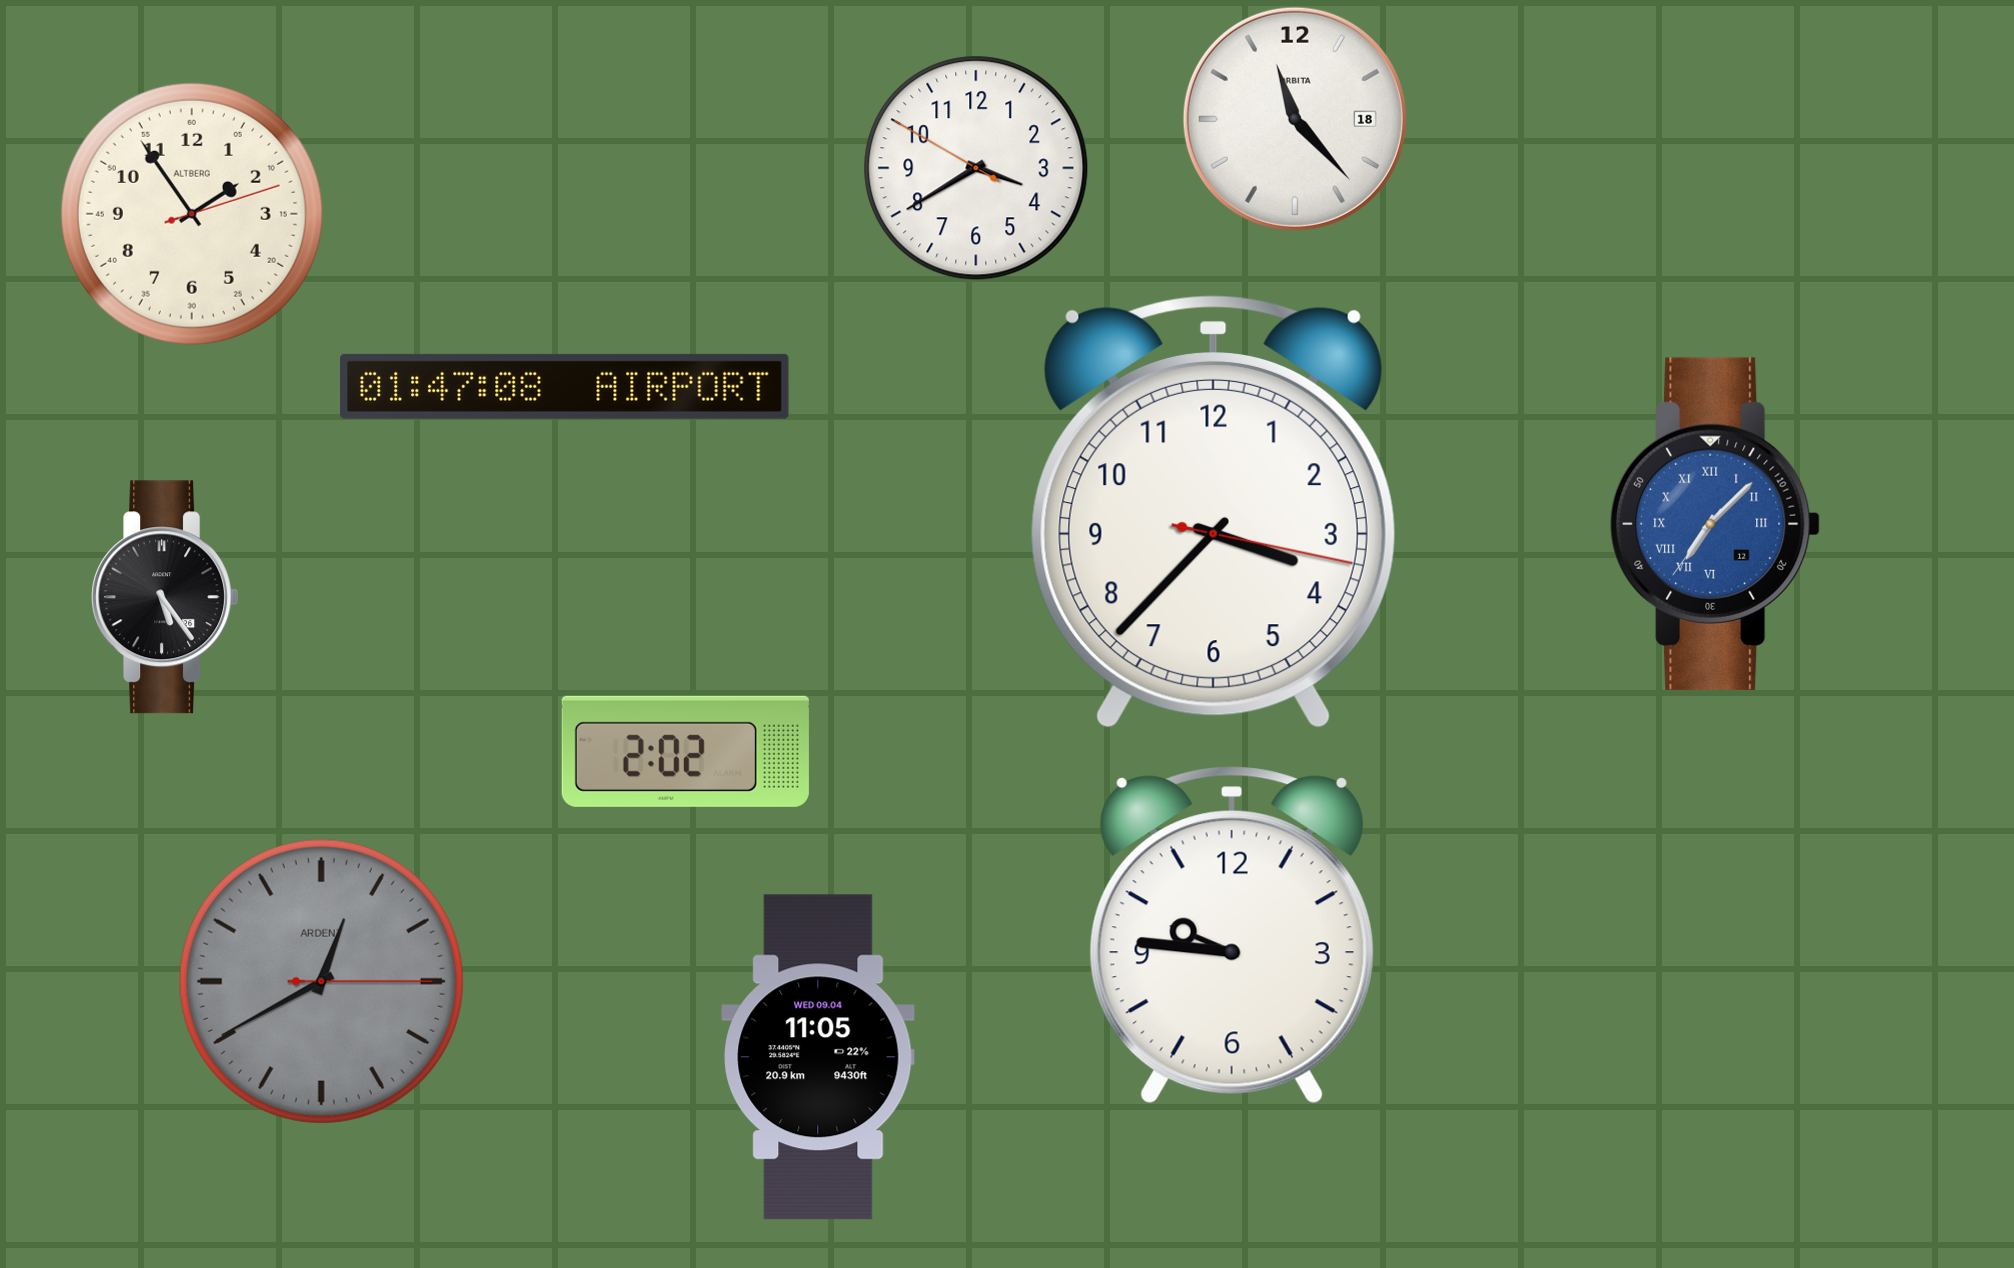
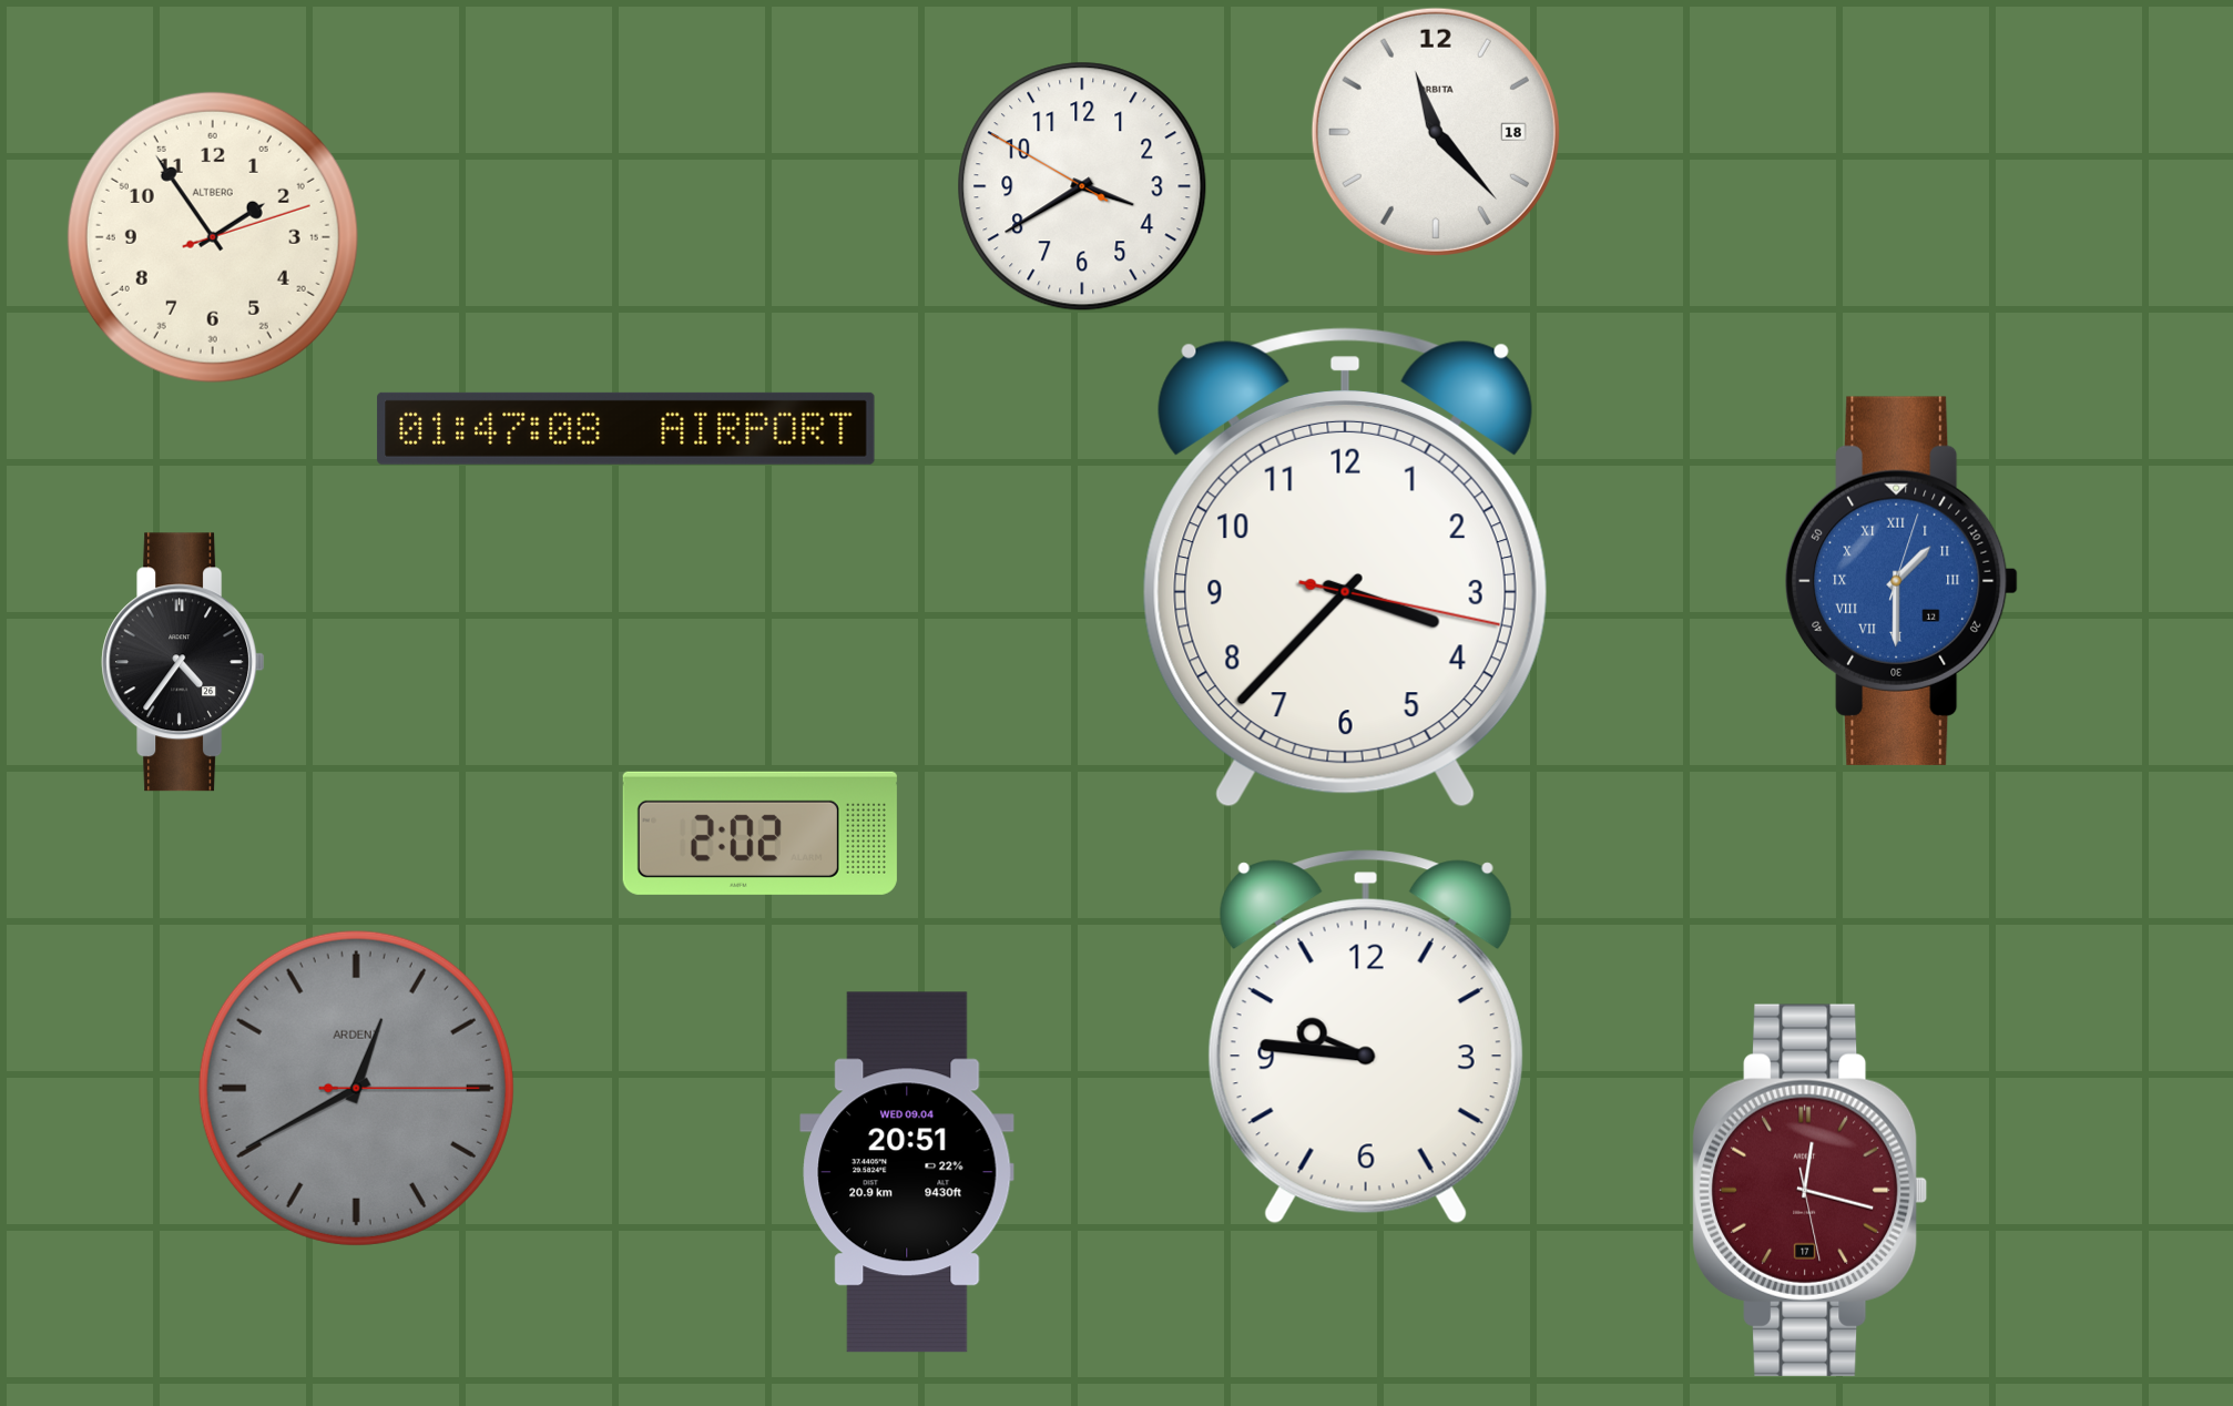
clock at (1715, 524): 7:07 -> 1:30
clock at (165, 597): 5:24 -> 4:36
clock at (818, 1057): 11:05 -> 20:51
clock at (1809, 1190): none -> 12:17
